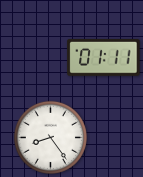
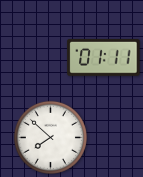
clock at (50, 137): 8:24 -> 7:52
